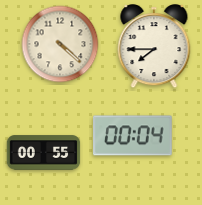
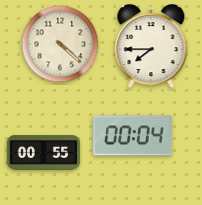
clock at (154, 47) position: (154, 47) -> (151, 47)
